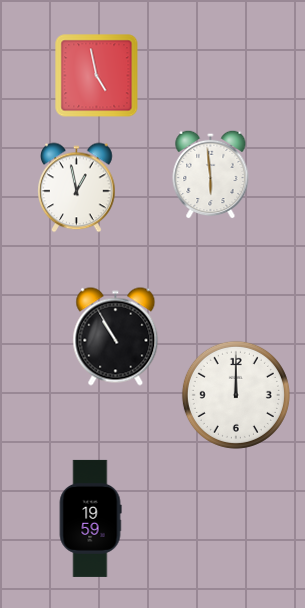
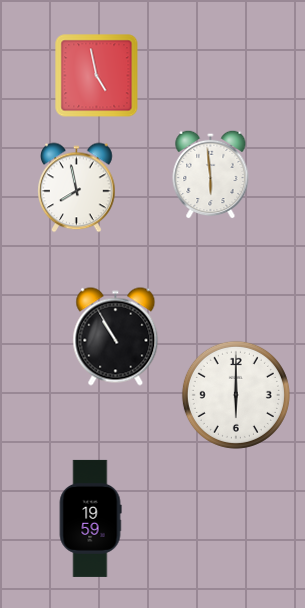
clock at (77, 188): 12:58 -> 7:58
clock at (236, 395): 12:00 -> 6:00
